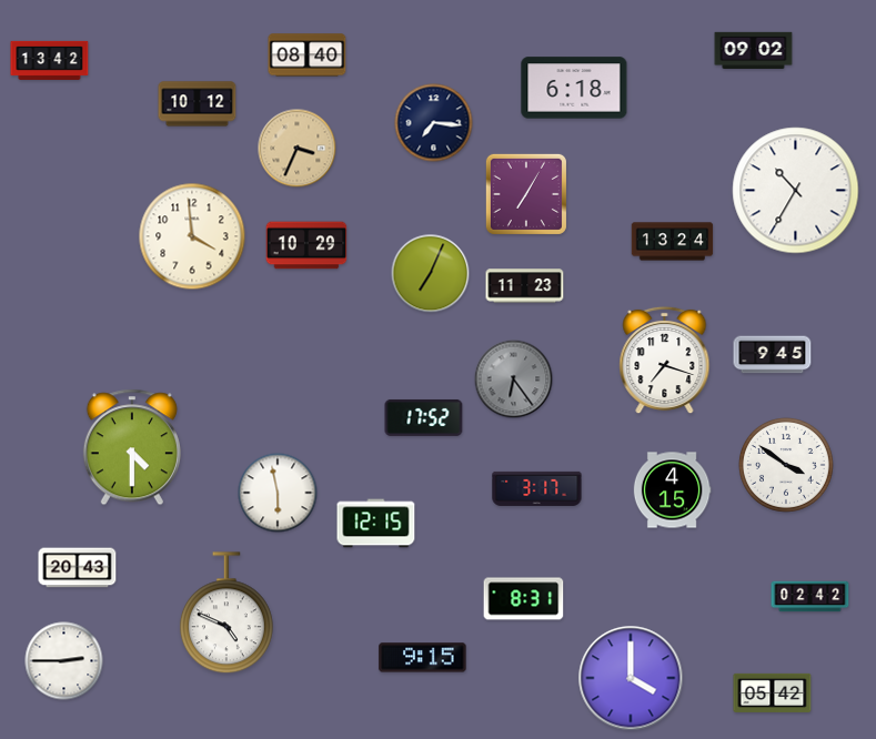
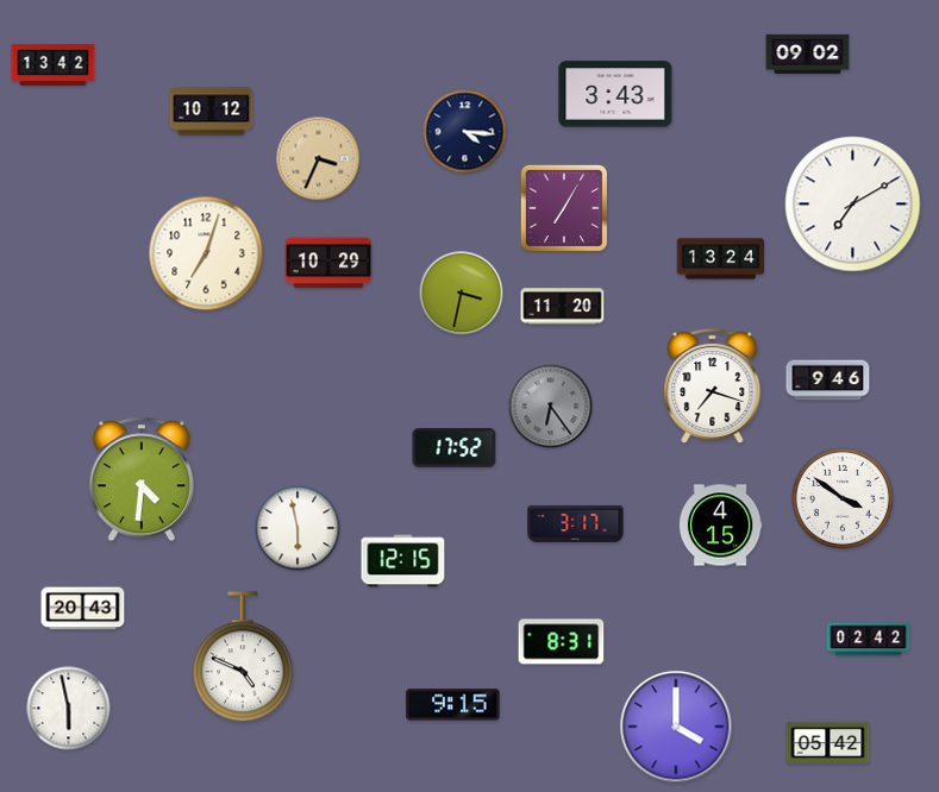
clock at (308, 55): 08:40 -> none
clock at (574, 88): 6:18 -> 3:43
clock at (434, 123): 7:16 -> 4:16
clock at (796, 191): 10:35 -> 7:10
clock at (192, 236): 3:59 -> 7:03
clock at (431, 274): 7:04 -> 3:32
clock at (525, 286): 11:23 -> 11:20
clock at (773, 355): 9:45 -> 9:46
clock at (132, 447): 4:30 -> 4:31
clock at (64, 661): 2:45 -> 5:58
